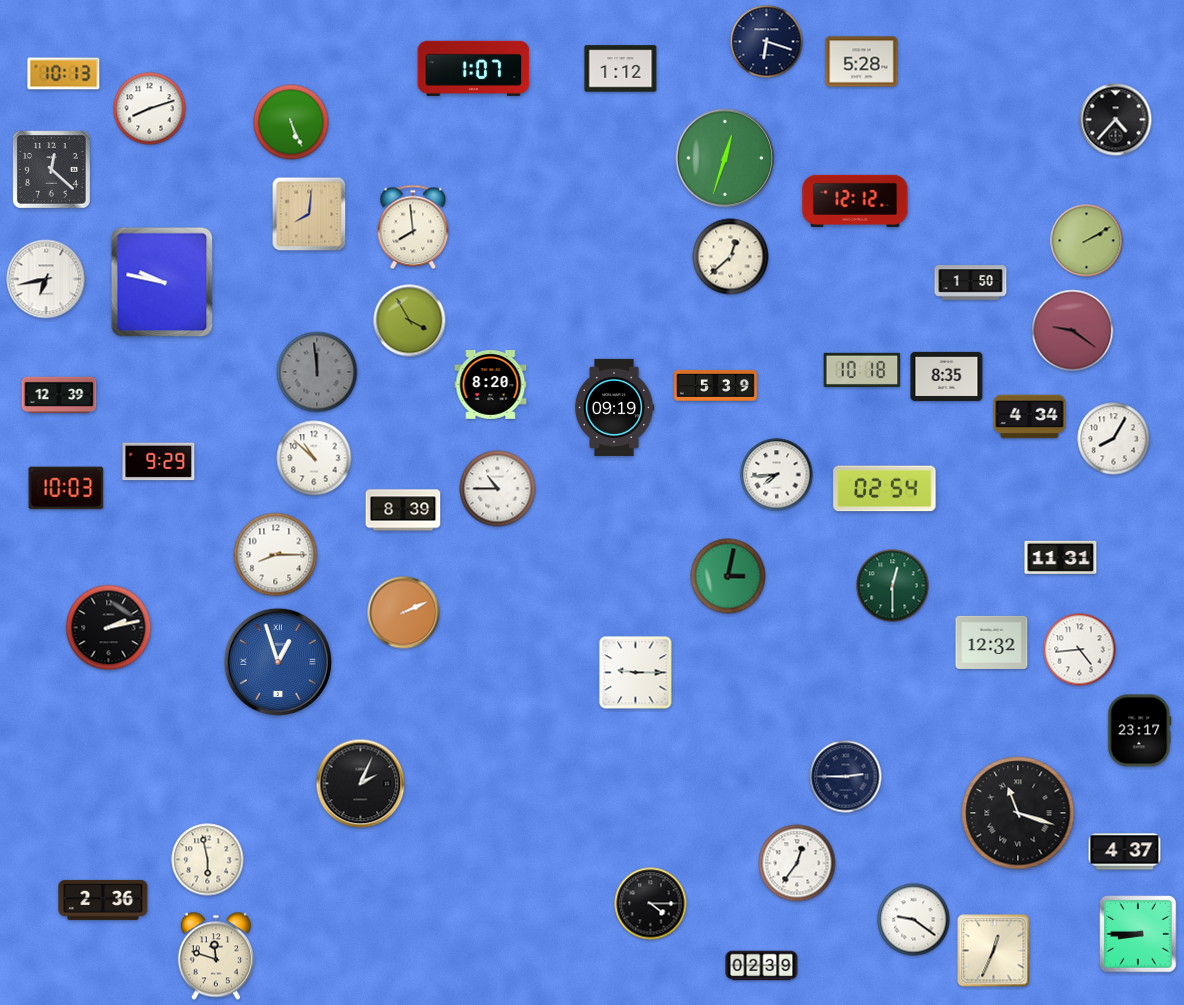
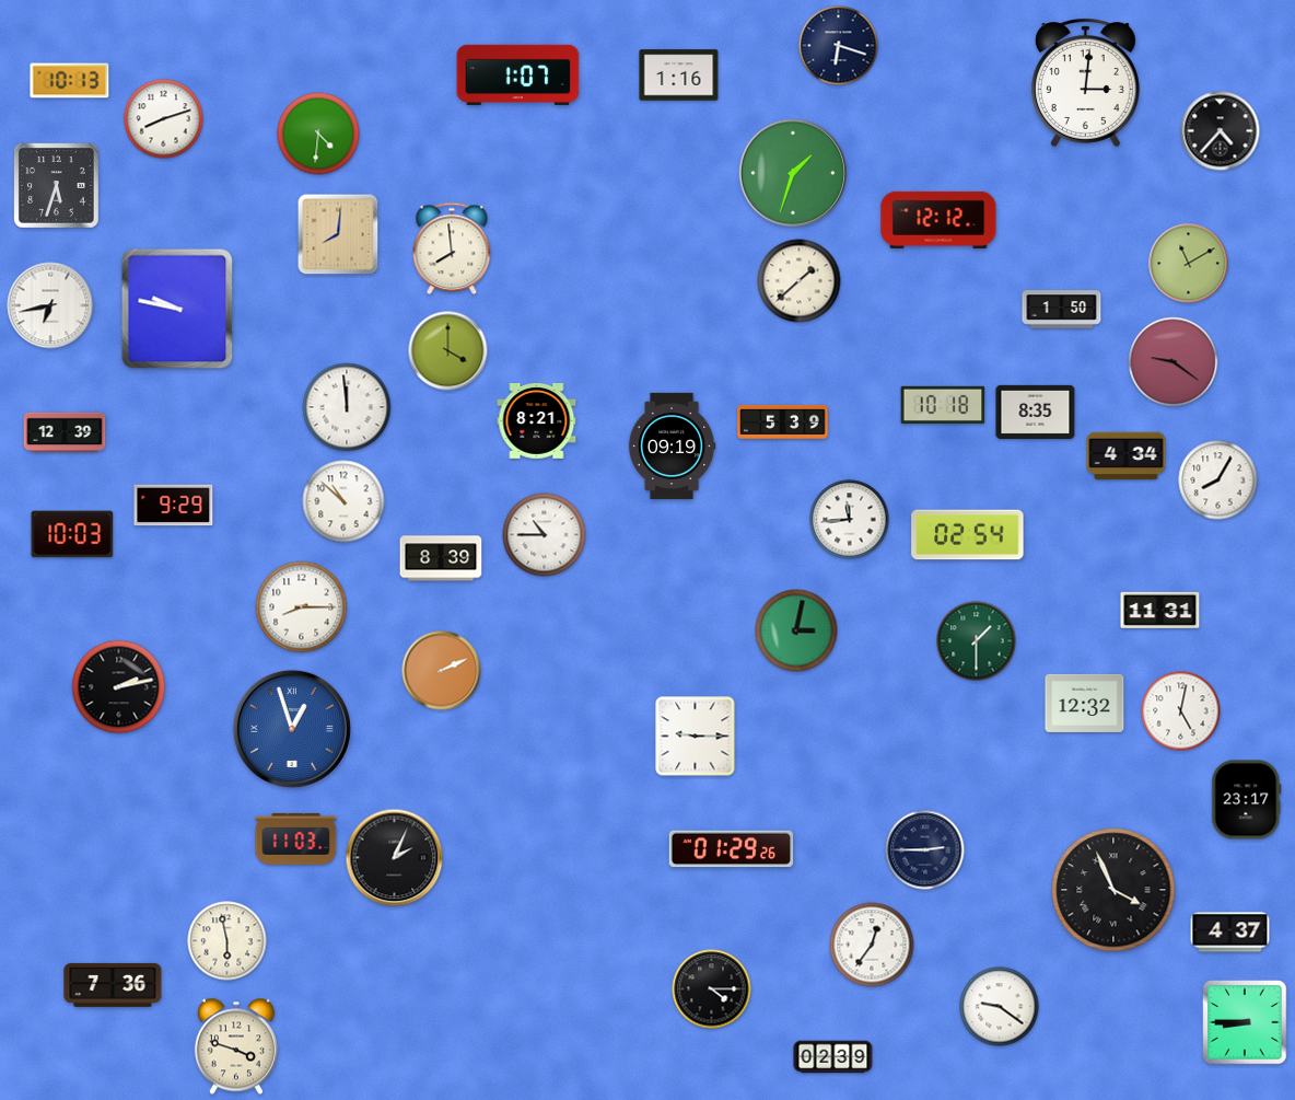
clock at (862, 62): 5:28 -> none
clock at (621, 69): 1:12 -> 1:16
clock at (1085, 83): none -> 3:01
clock at (291, 122): 5:26 -> 4:31
clock at (725, 158): 12:33 -> 1:33
clock at (52, 170): 12:22 -> 5:33
clock at (855, 201) position: (855, 201) -> (938, 220)
clock at (1087, 241): 2:10 -> 11:10
clock at (731, 257): 12:38 -> 1:38
clock at (410, 321): 3:55 -> 4:00
clock at (317, 372) dial: grey -> white
clock at (491, 385): 8:20 -> 8:21
clock at (777, 475): 7:44 -> 11:44
clock at (893, 586): 12:30 -> 1:30
clock at (1080, 650): 4:44 -> 5:02
clock at (278, 662) position: (278, 662) -> (292, 729)
clock at (296, 838): none -> 11:03
clock at (732, 849): none -> 01:29
clock at (1018, 813): 11:18 -> 3:56
clock at (103, 900): 2:36 -> 7:36
clock at (994, 951): 12:34 -> none
clock at (216, 956): 11:48 -> 3:48
